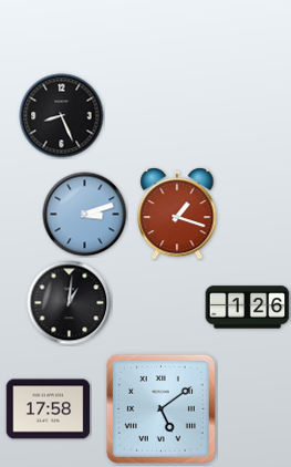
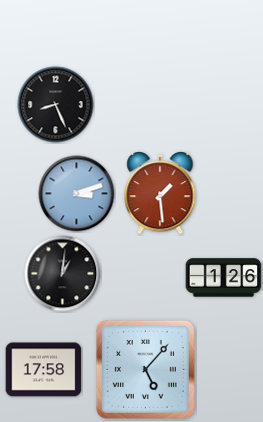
clock at (177, 214): 1:18 -> 1:29
clock at (160, 408): 5:09 -> 5:07
